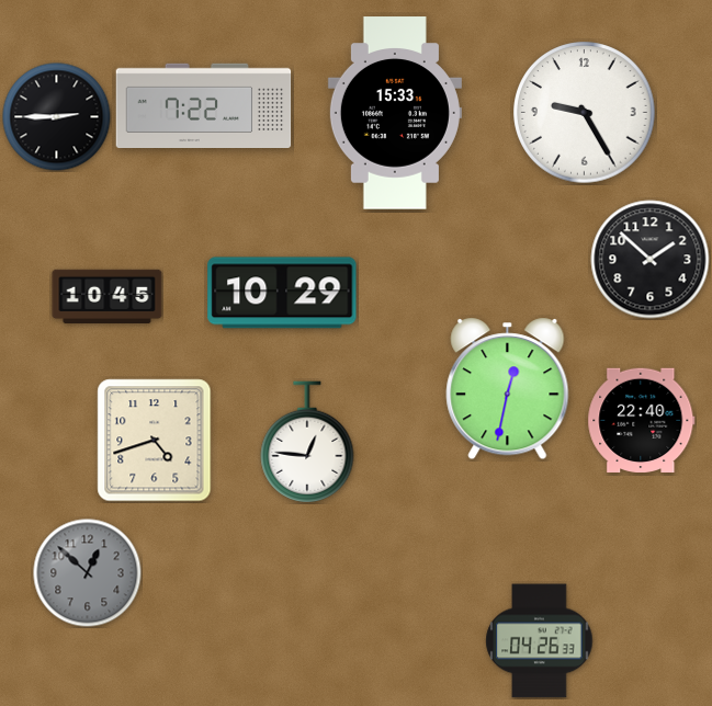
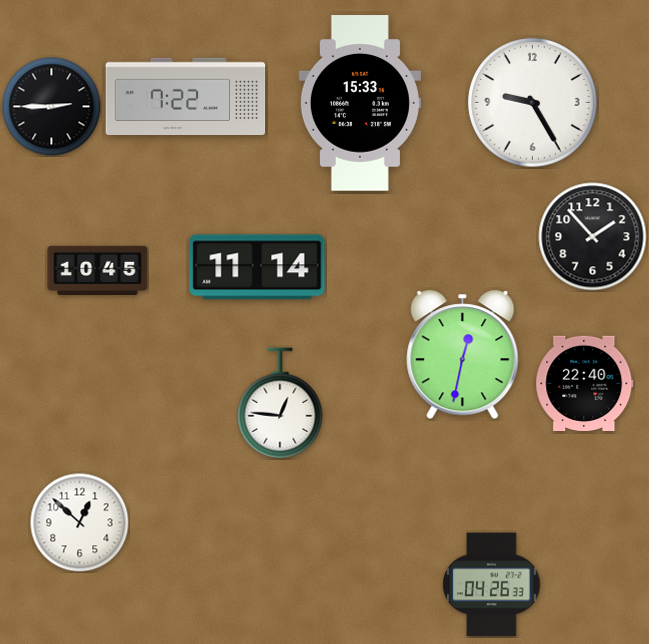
clock at (651, 260): 1:52 -> 1:53
clock at (282, 293): 10:29 -> 11:14
clock at (155, 441): 4:42 -> none
clock at (88, 573) dial: grey -> white
